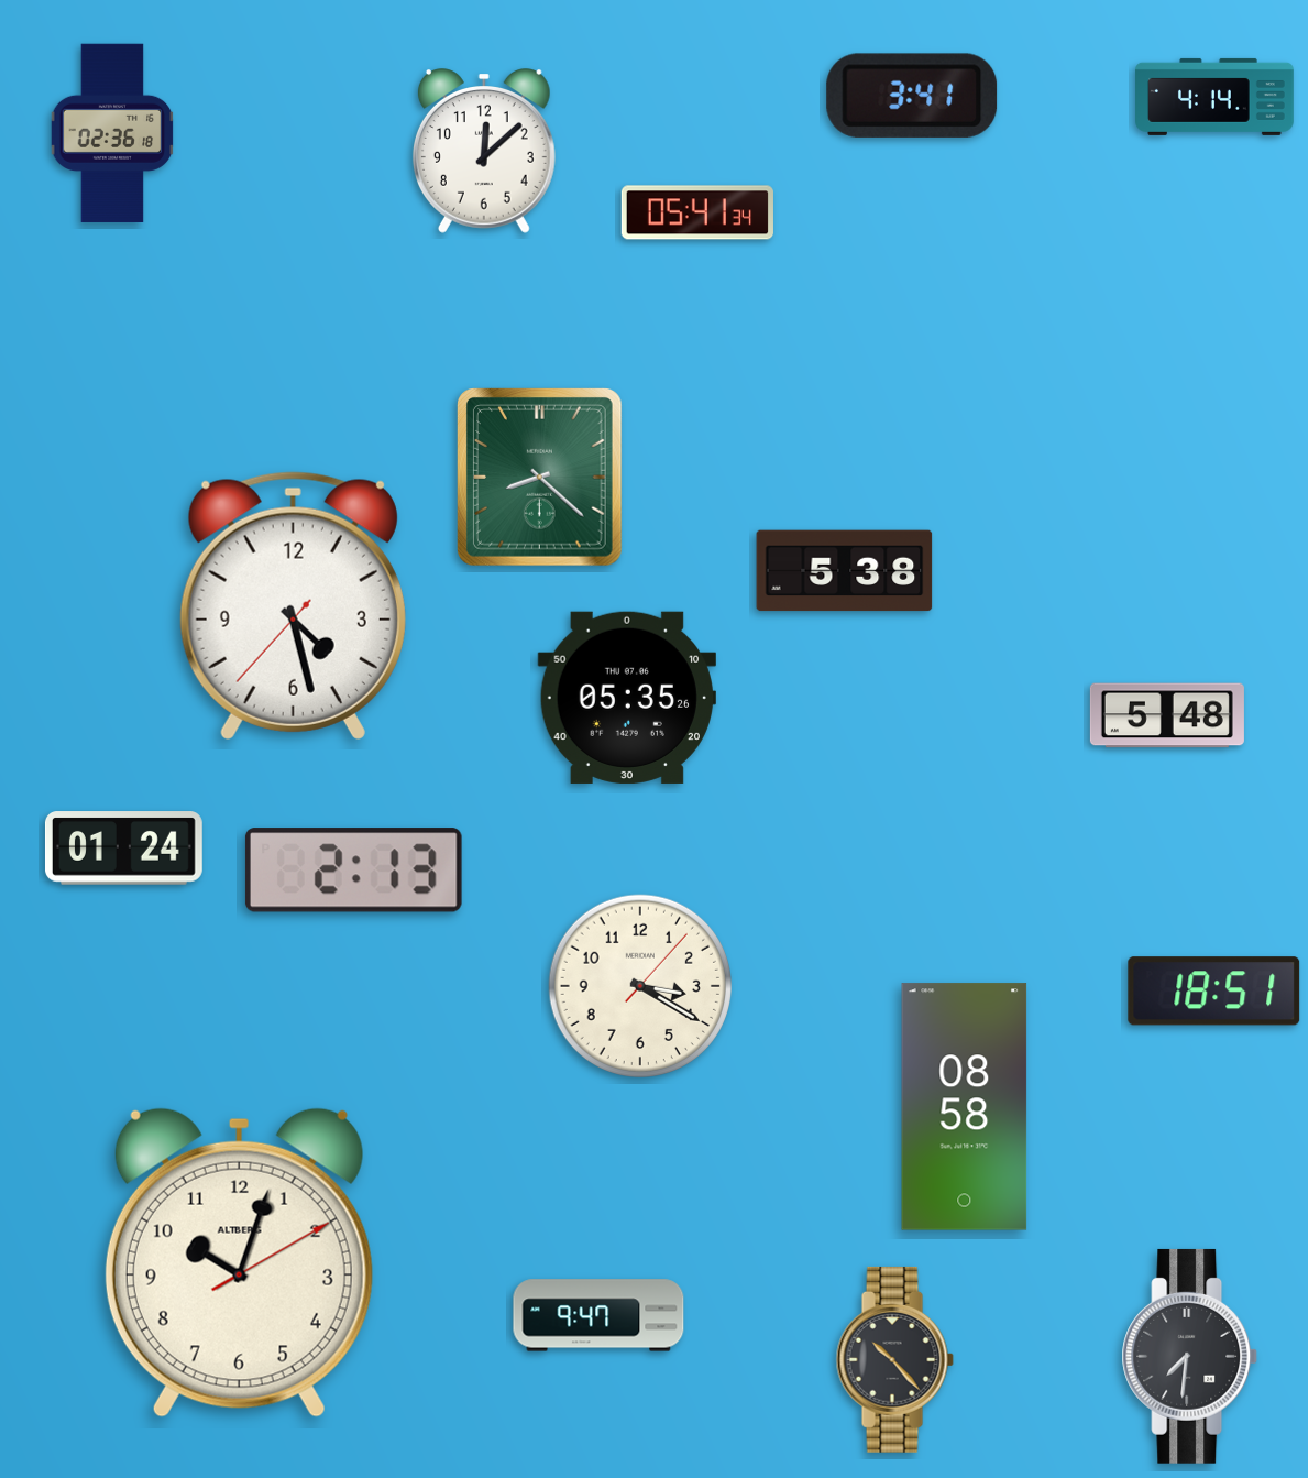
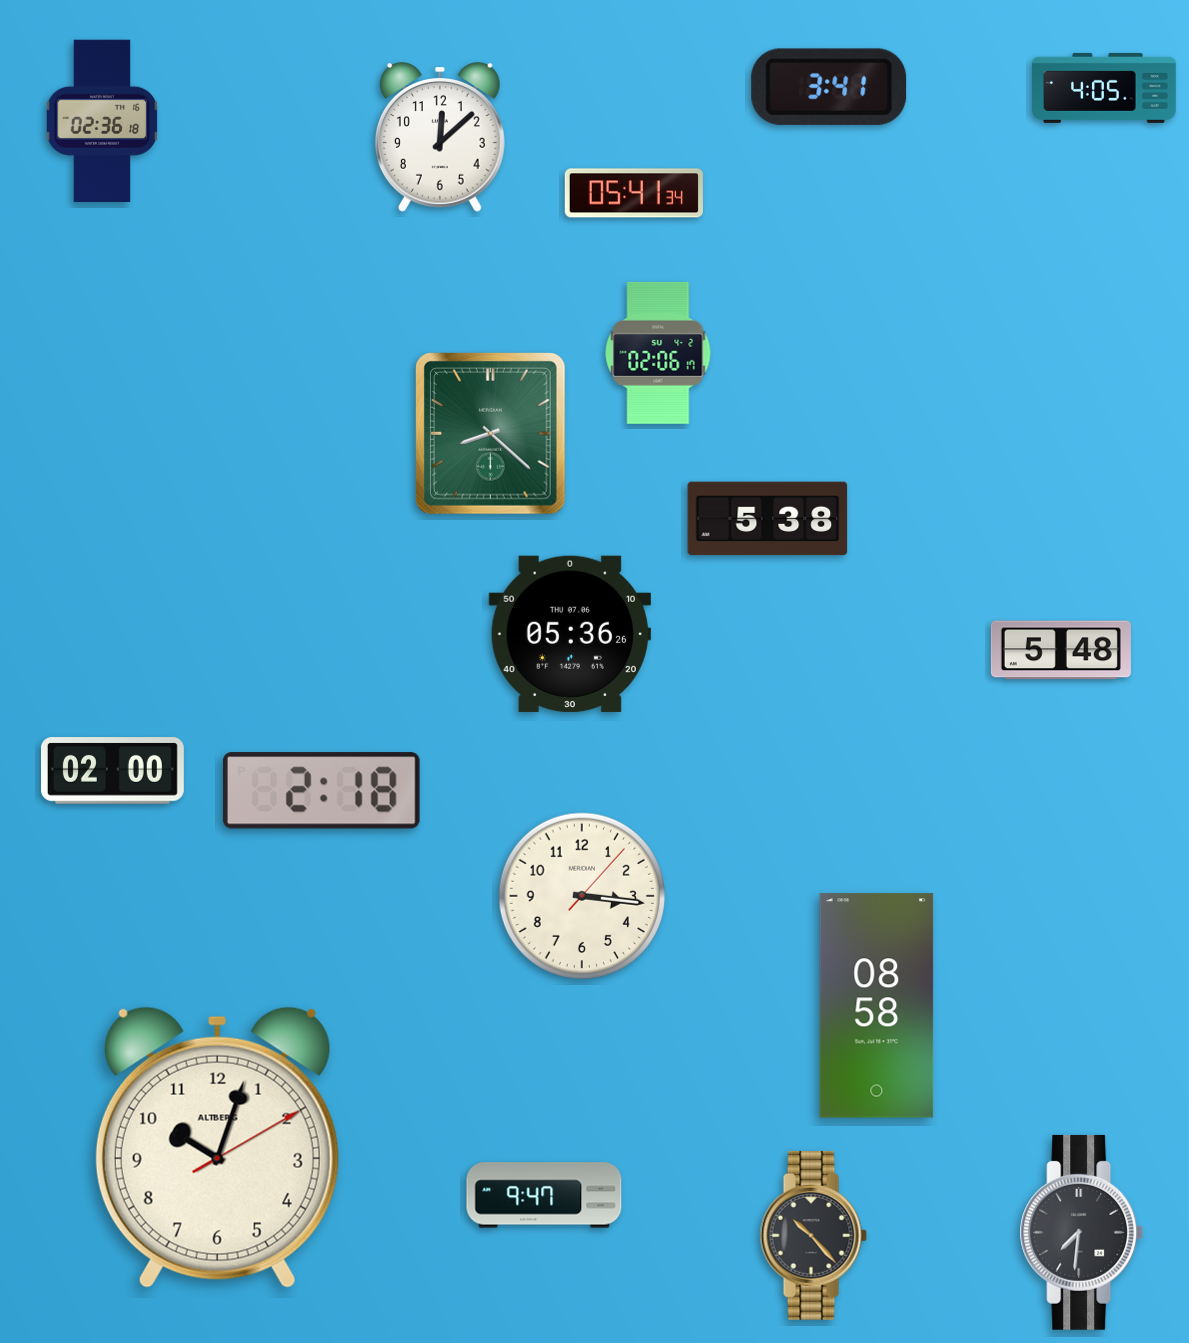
clock at (1214, 97): 4:14 -> 4:05
clock at (658, 353): none -> 02:06
clock at (293, 605): 4:27 -> none
clock at (627, 698): 05:35 -> 05:36
clock at (123, 849): 01:24 -> 02:00
clock at (353, 871): 2:13 -> 2:18
clock at (639, 985): 3:20 -> 3:16
clock at (1214, 992): 18:51 -> none
